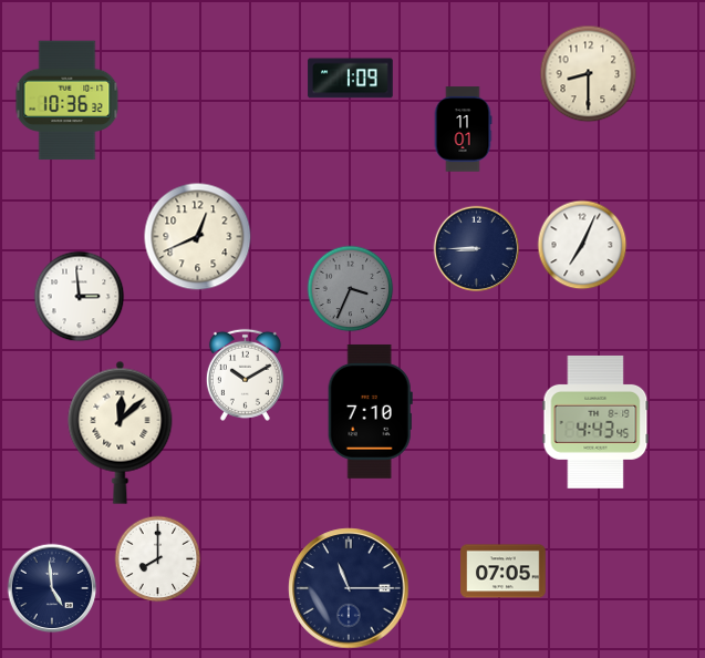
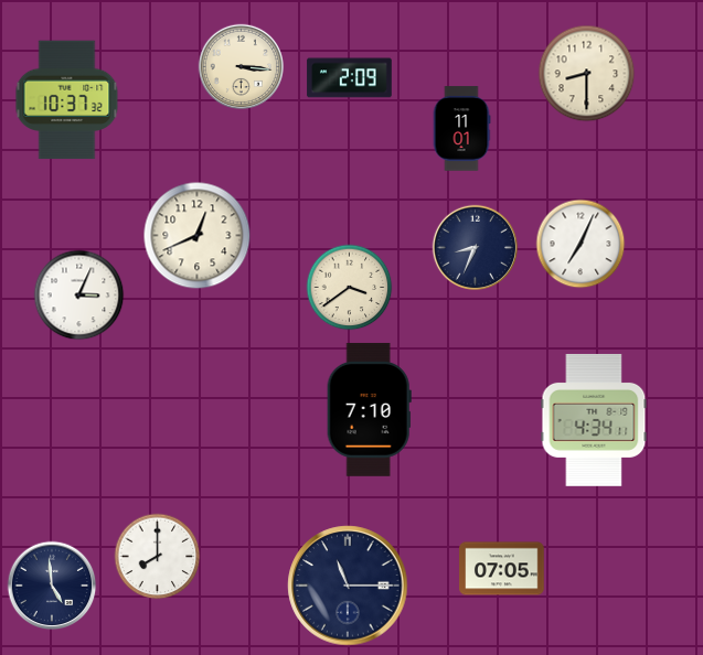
clock at (241, 66): none -> 3:16
clock at (351, 79): 1:09 -> 2:09
clock at (68, 101): 10:36 -> 10:37
clock at (476, 248): 8:45 -> 8:34
clock at (350, 288): 3:34 -> 3:39
clock at (350, 288) dial: grey -> cream
clock at (79, 296): 2:59 -> 3:04
clock at (245, 374): 10:10 -> none
clock at (595, 422): 4:43 -> 4:34
clock at (121, 432): 12:08 -> none
